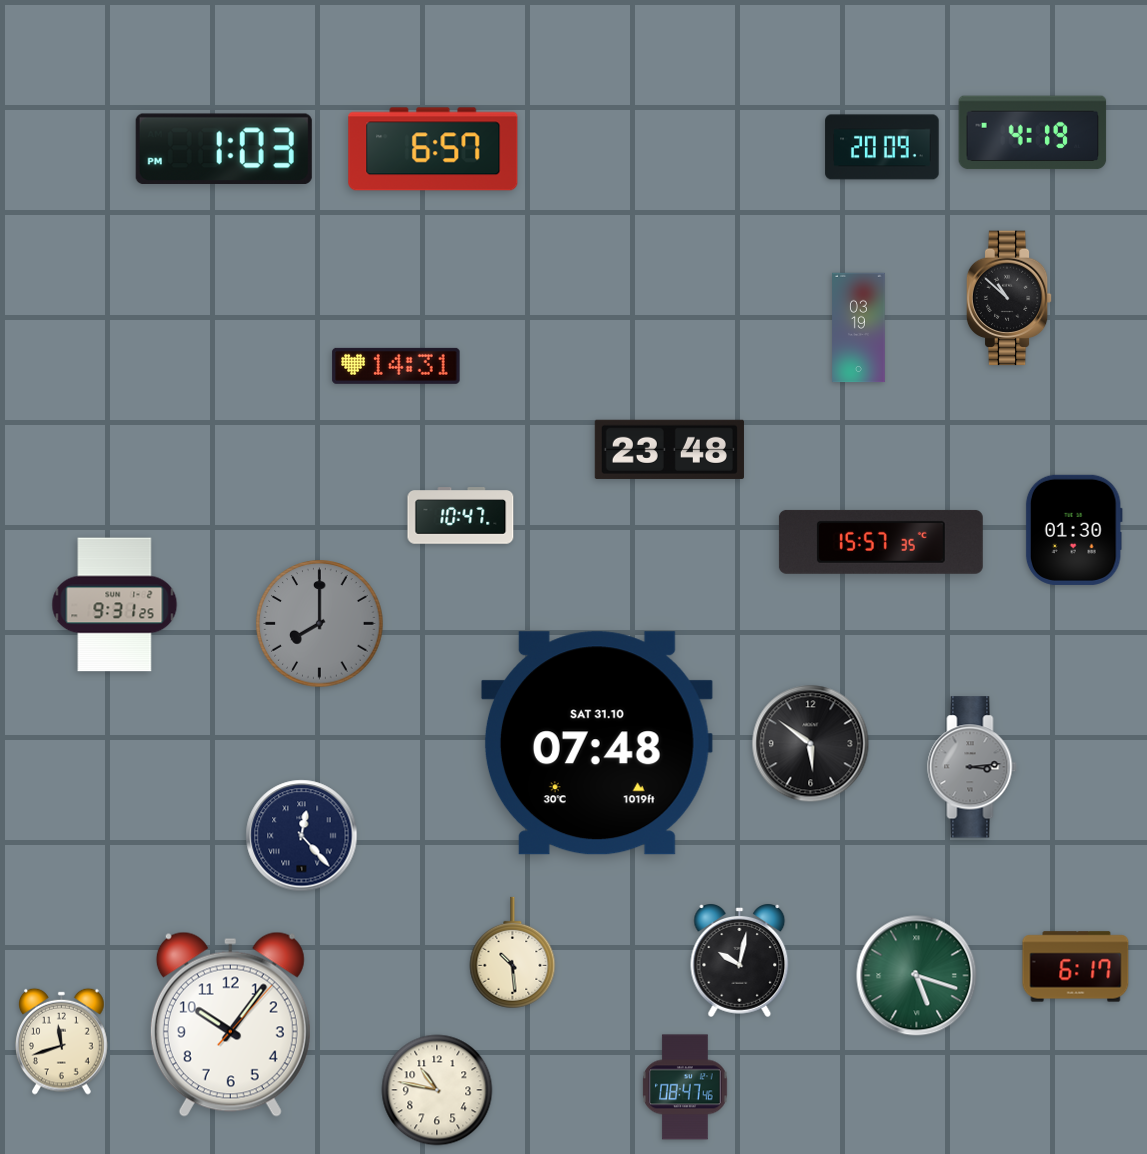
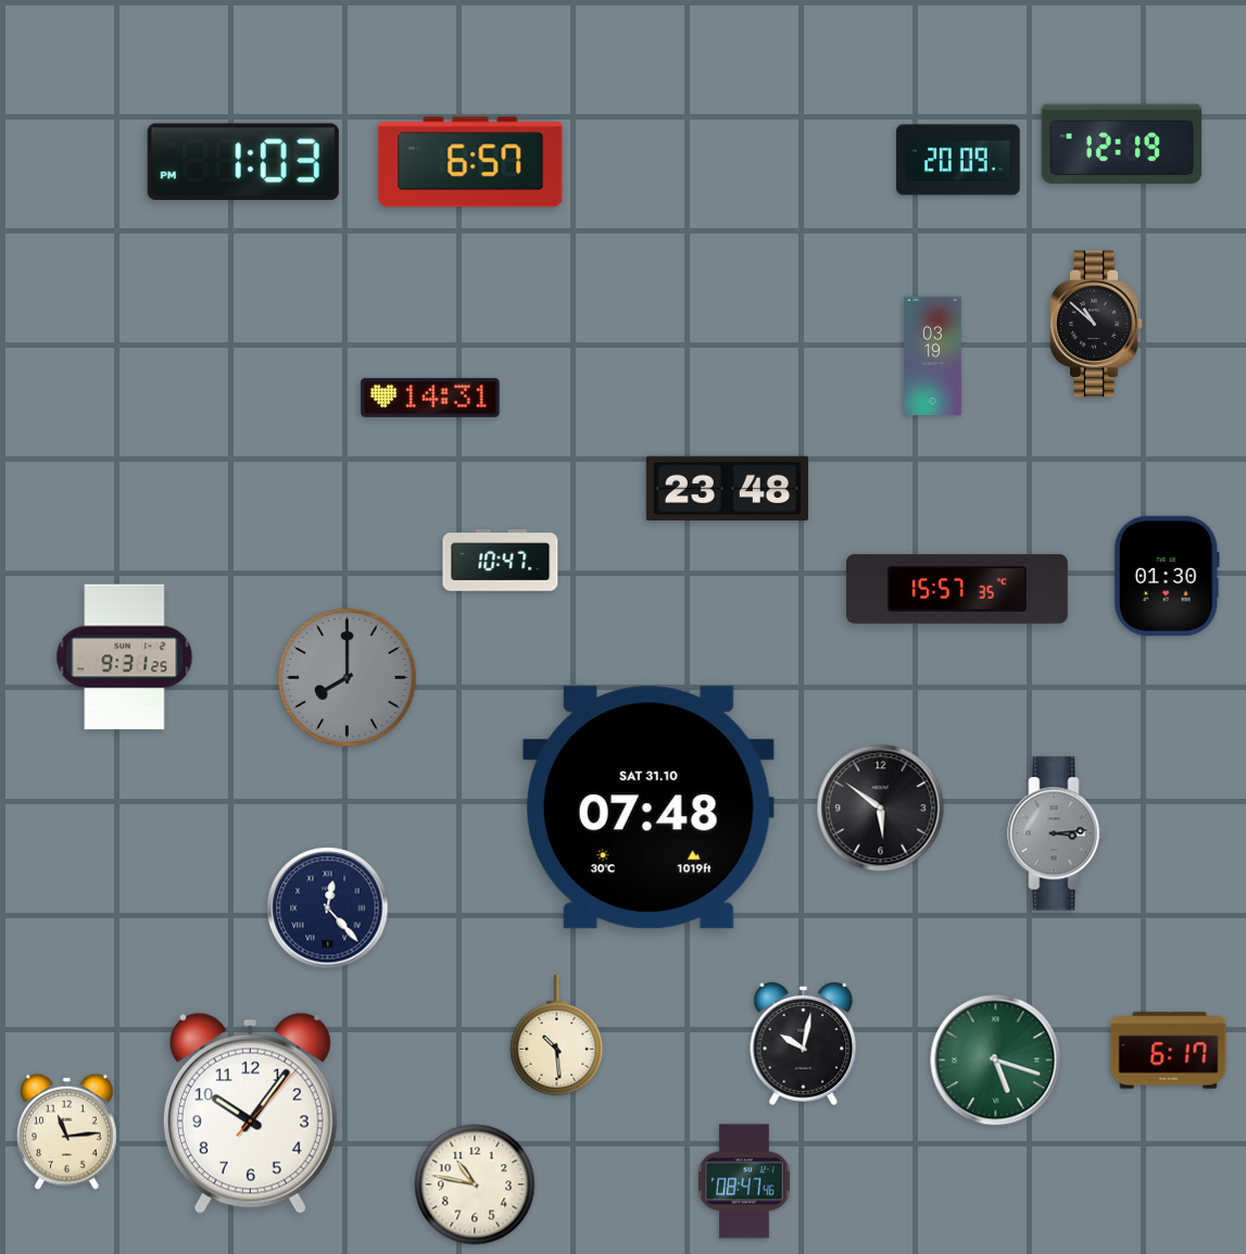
clock at (1033, 133): 4:19 -> 12:19
clock at (62, 1041): 11:42 -> 11:14
